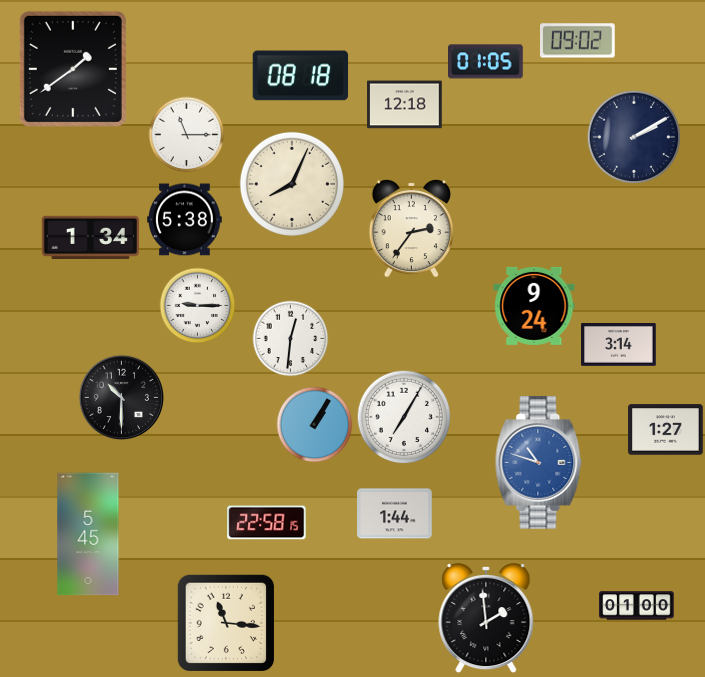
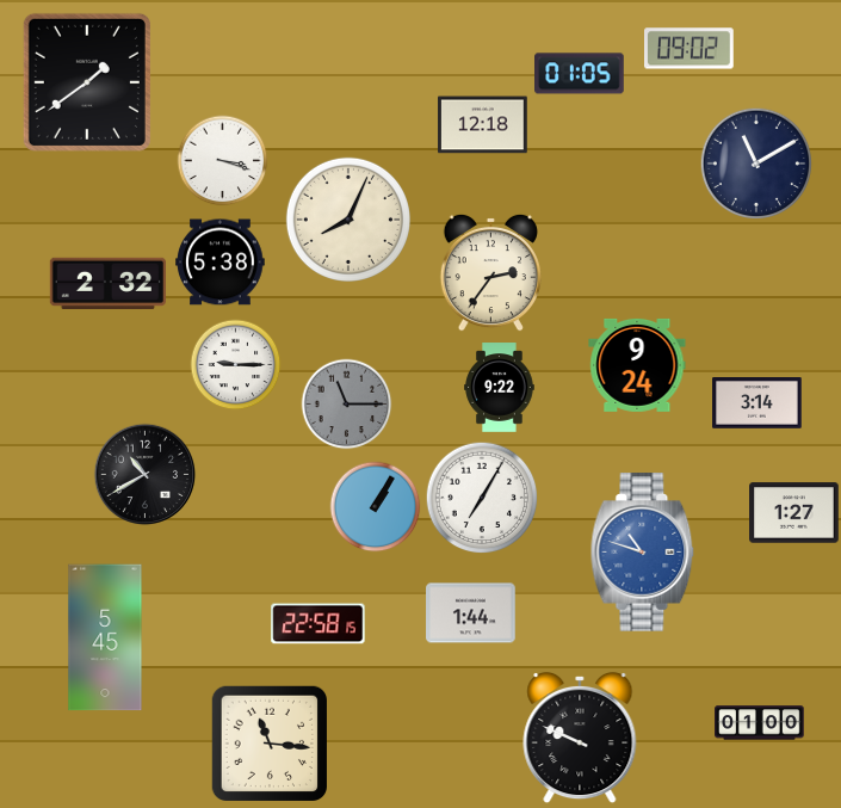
clock at (301, 76): 08:18 -> none
clock at (187, 135): 11:15 -> 3:18
clock at (634, 137): 2:10 -> 11:10
clock at (90, 237): 1:34 -> 2:32
clock at (500, 388): none -> 9:22
clock at (291, 339): 12:31 -> 11:15
clock at (291, 339) dial: white -> grey
clock at (619, 345) position: (619, 345) -> (757, 403)
clock at (122, 398): 10:30 -> 10:40
clock at (486, 618): 1:59 -> 9:49
